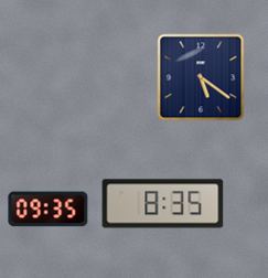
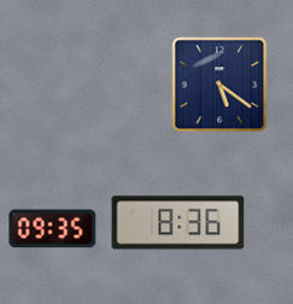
clock at (163, 204): 8:35 -> 8:36
